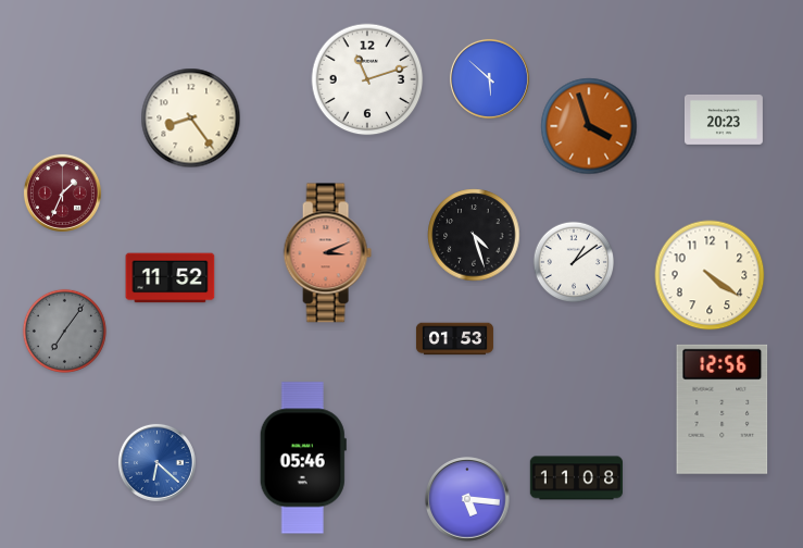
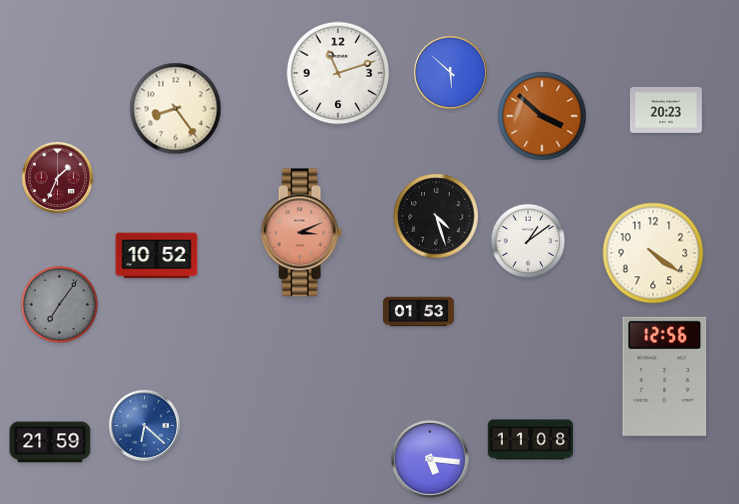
clock at (589, 126): 3:57 -> 3:52
clock at (171, 278): 11:52 -> 10:52
clock at (303, 458): 05:46 -> none
clock at (50, 442): none -> 21:59
